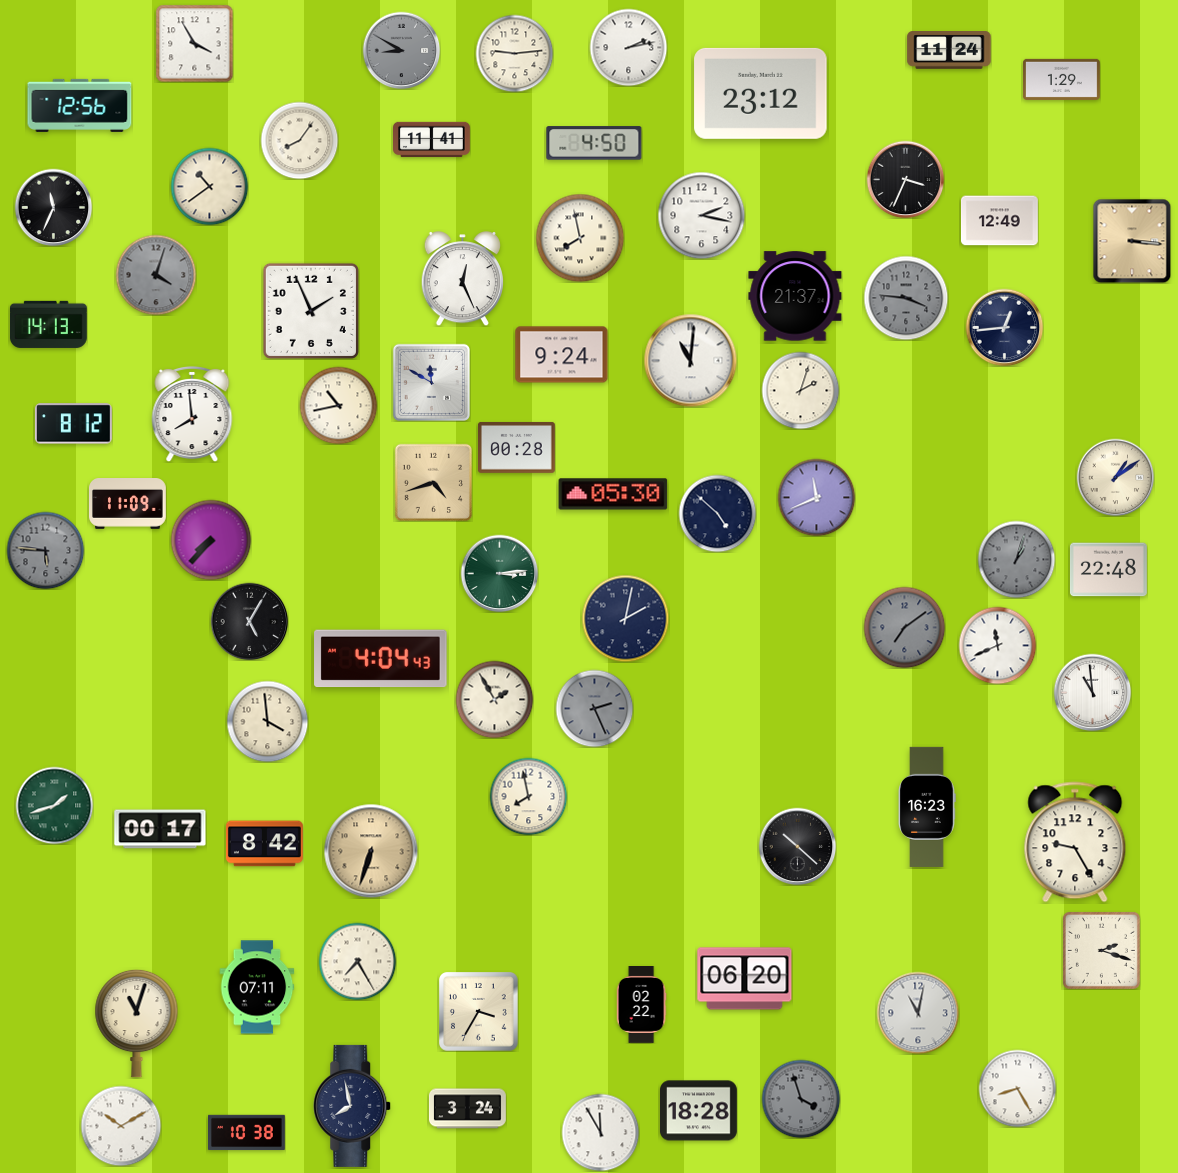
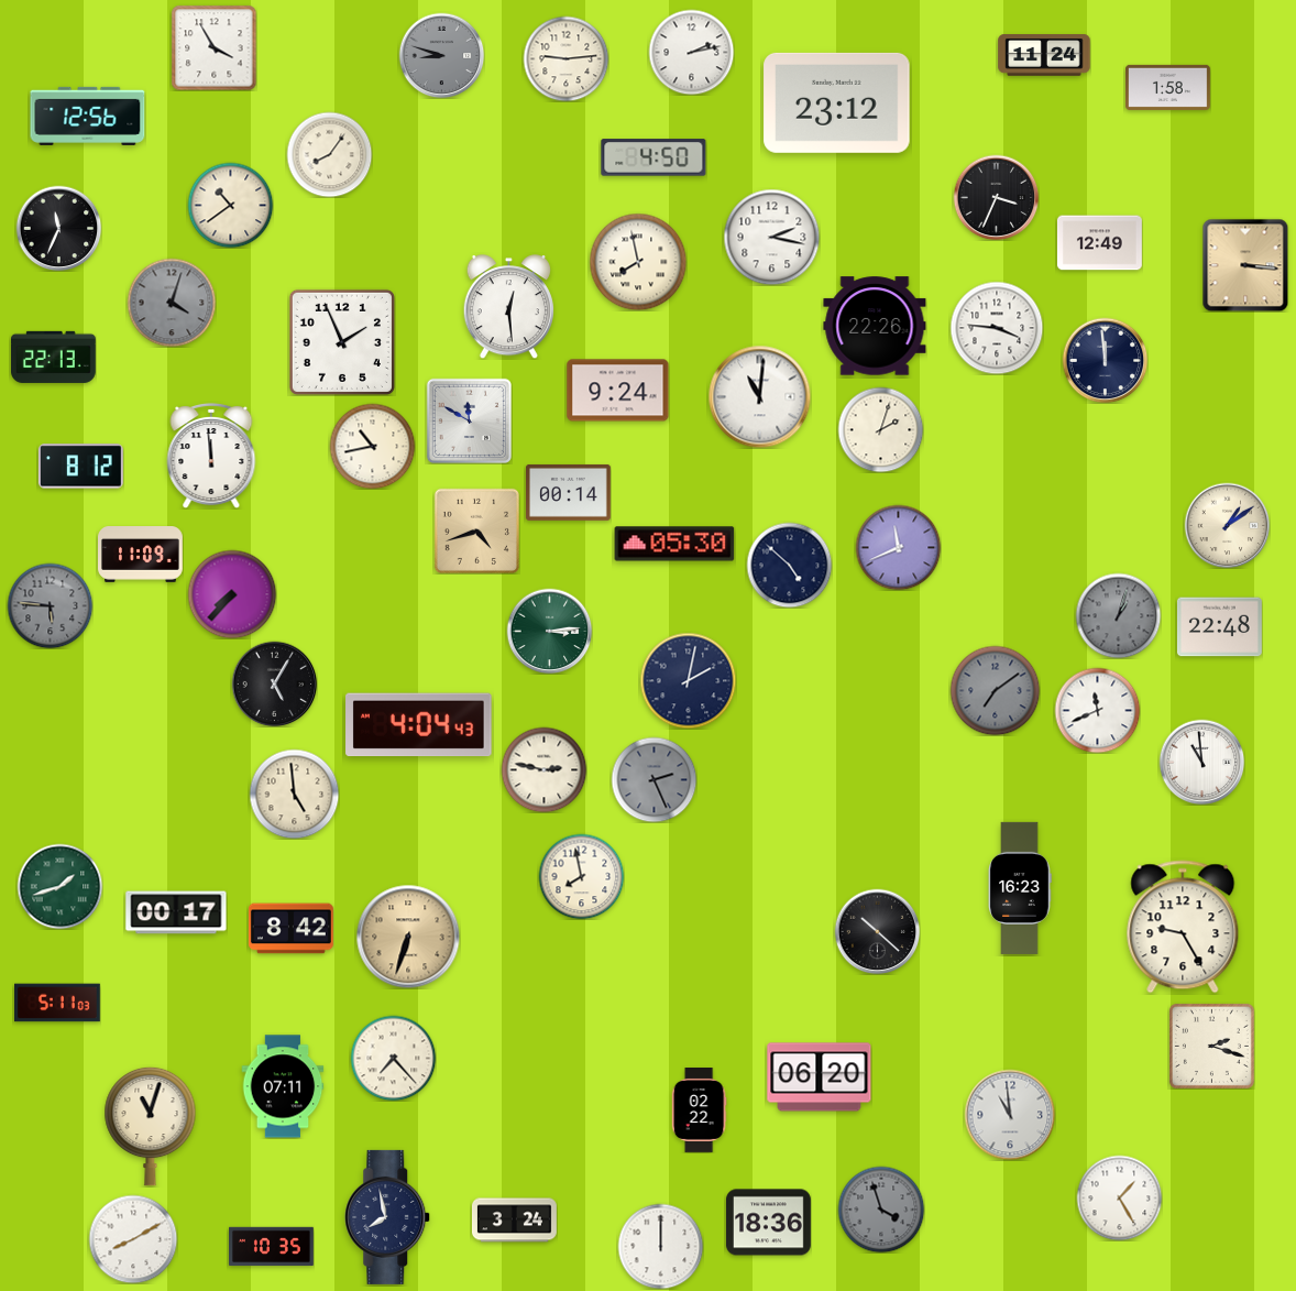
clock at (401, 50): 8:50 -> 8:48
clock at (1062, 79): 1:29 -> 1:58
clock at (432, 140): 11:41 -> none
clock at (462, 279): 12:26 -> 12:29
clock at (795, 296): 21:37 -> 22:26
clock at (906, 298) dial: grey -> white
clock at (48, 324): 14:13 -> 22:13
clock at (1004, 327): 12:44 -> 11:59
clock at (431, 382) position: (431, 382) -> (469, 420)
clock at (192, 414): 7:59 -> 11:59
clock at (516, 447): 00:28 -> 00:14
clock at (494, 699): 1:55 -> 2:47
clock at (267, 721): 3:59 -> 4:59
clock at (58, 1003): none -> 5:11
clock at (357, 961): 7:25 -> 7:23
clock at (641, 1005) position: (641, 1005) -> (699, 1111)
clock at (479, 1012): 3:35 -> none
clock at (918, 1013): 11:02 -> 10:59
clock at (1017, 1088): 8:25 -> 1:25
clock at (698, 1111): 18:28 -> 18:36
clock at (121, 1126): 10:10 -> 8:10
clock at (600, 1132): 11:55 -> 12:00
clock at (247, 1133): 10:38 -> 10:35
